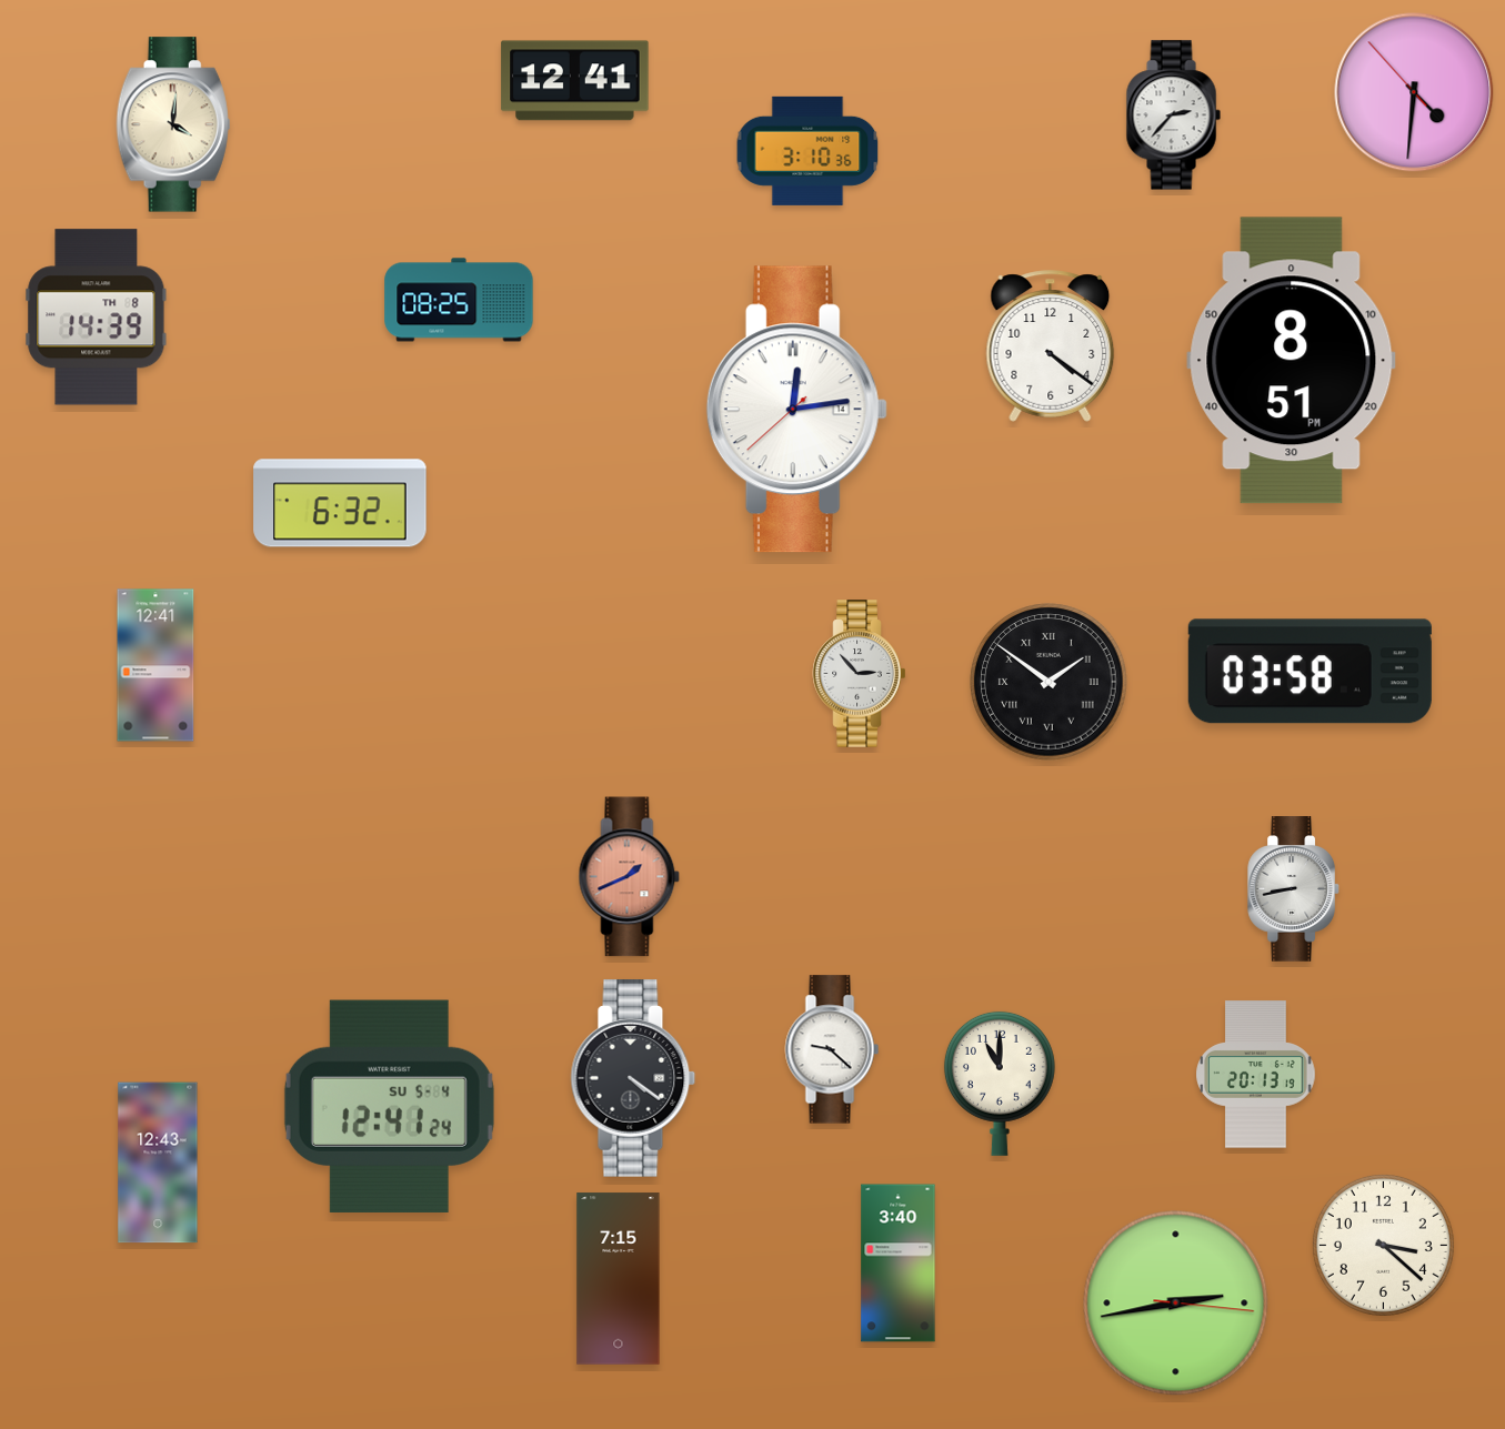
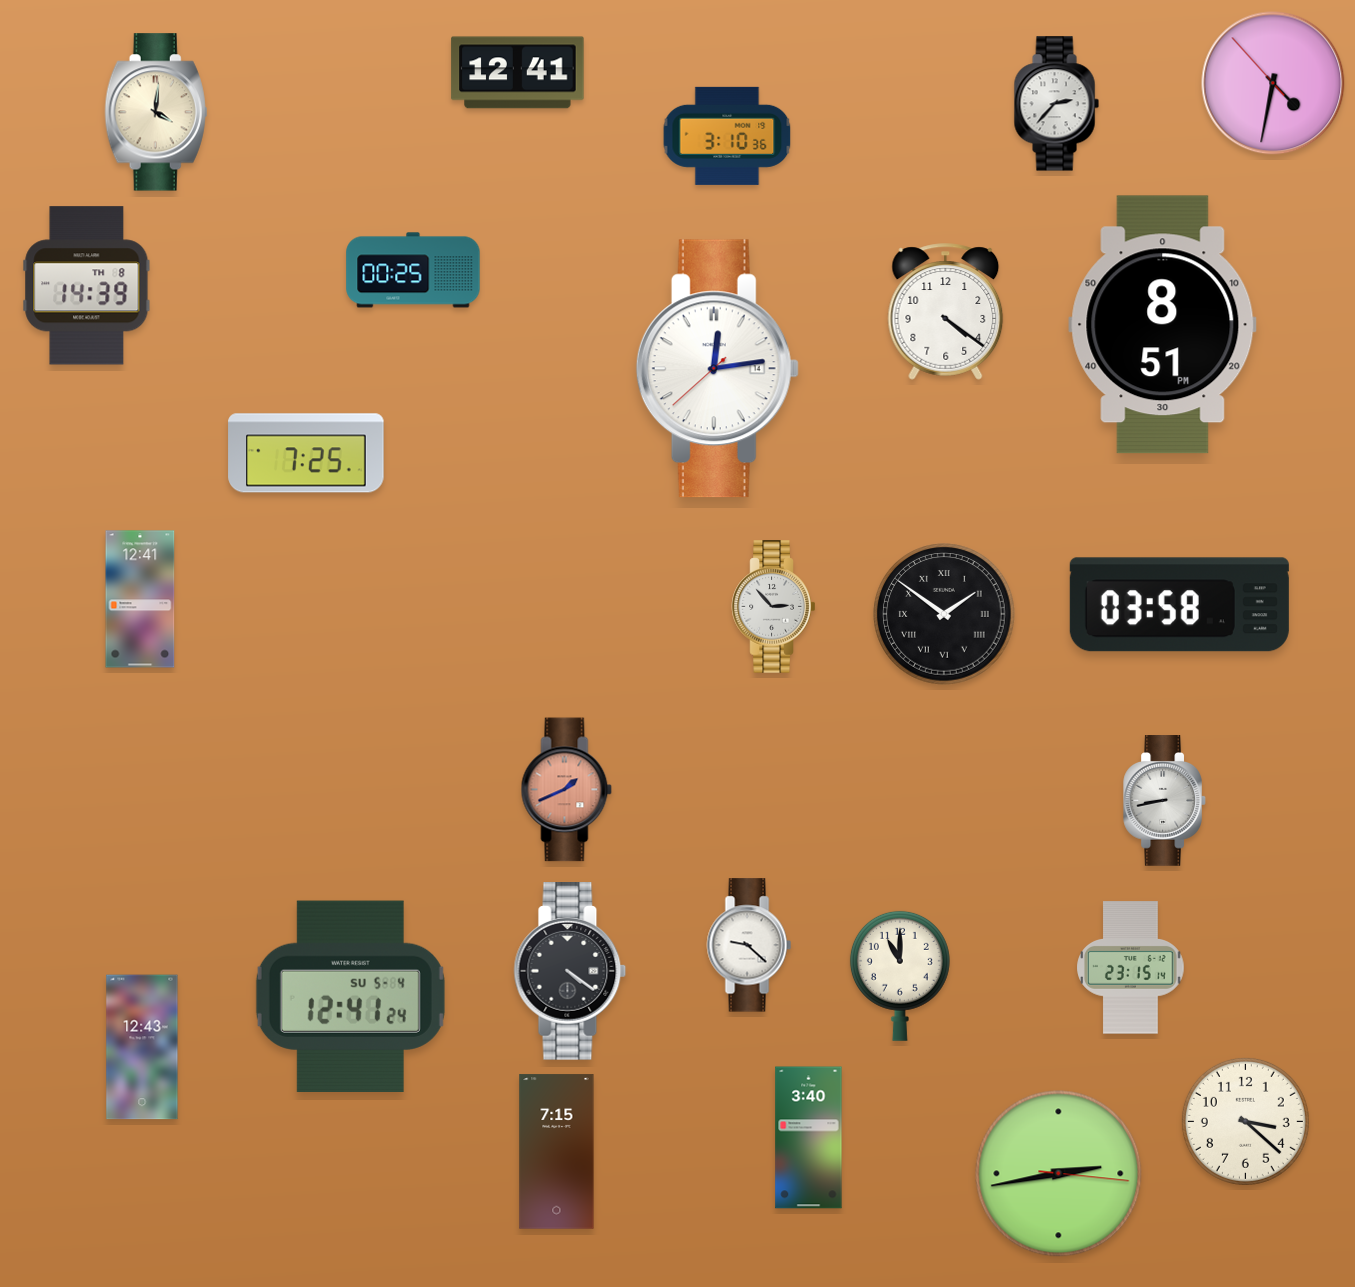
clock at (1414, 92): 4:30 -> 4:31
clock at (459, 300): 08:25 -> 00:25
clock at (340, 503): 6:32 -> 7:25
clock at (1256, 1075): 20:13 -> 23:15
